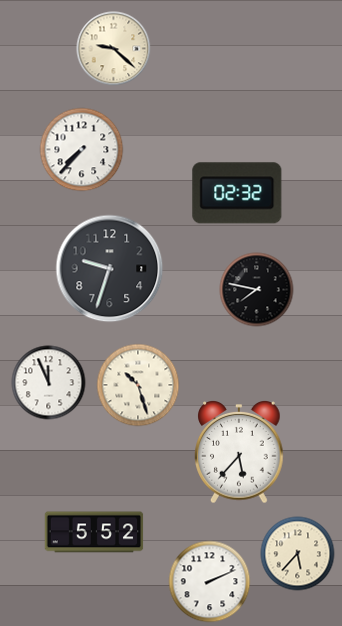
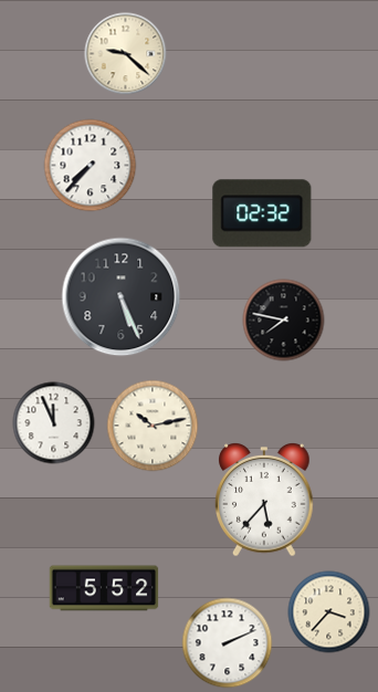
clock at (110, 269): 9:33 -> 5:26
clock at (138, 385): 10:27 -> 10:13
clock at (298, 554): 5:37 -> 3:37
clock at (210, 582) position: (210, 582) -> (228, 643)
